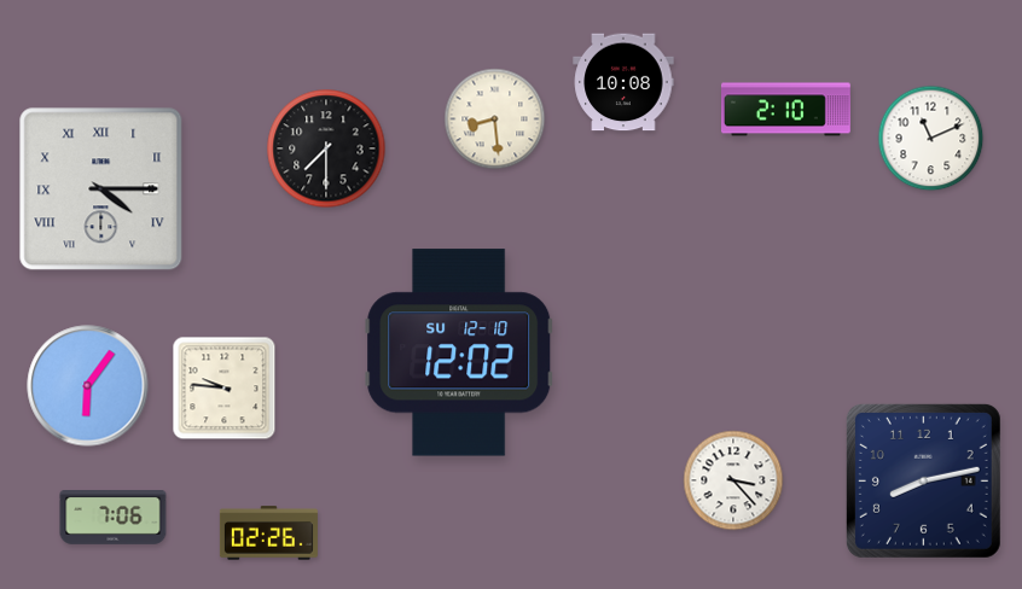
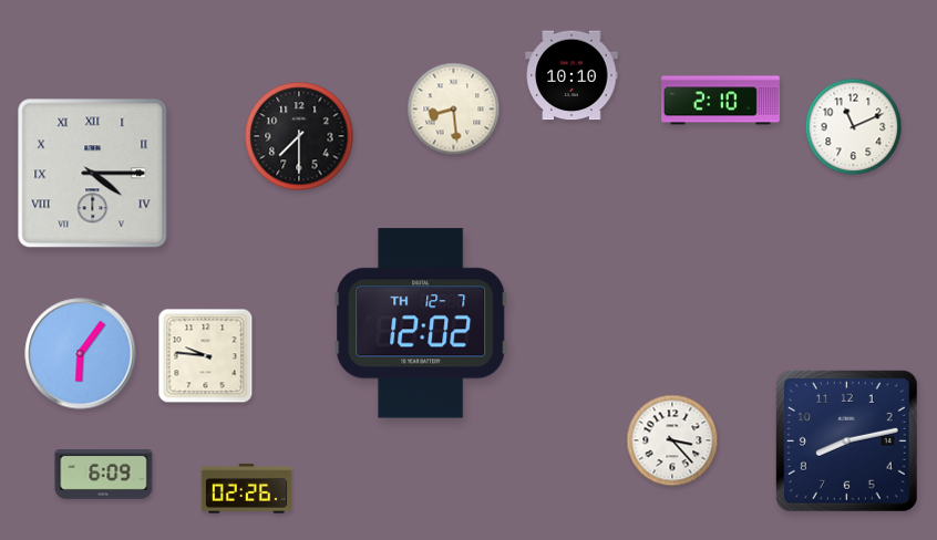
clock at (623, 82): 10:08 -> 10:10
clock at (459, 352) date: SU 12-10 -> TH 12-7
clock at (114, 518): 7:06 -> 6:09
